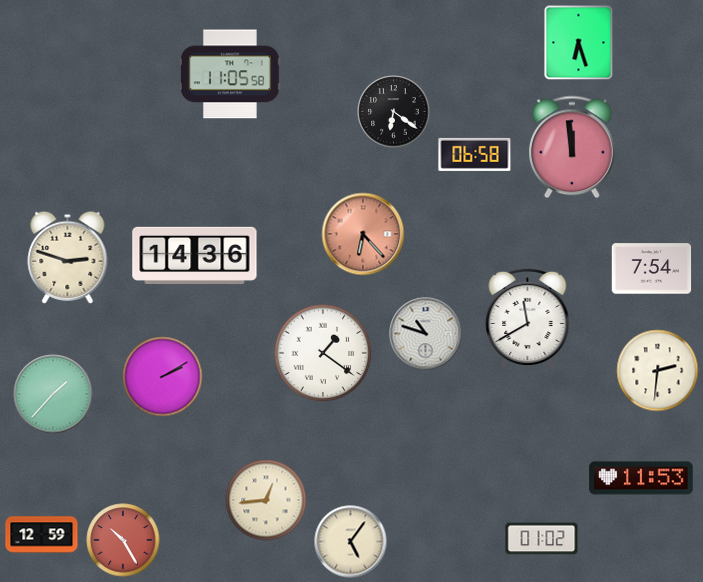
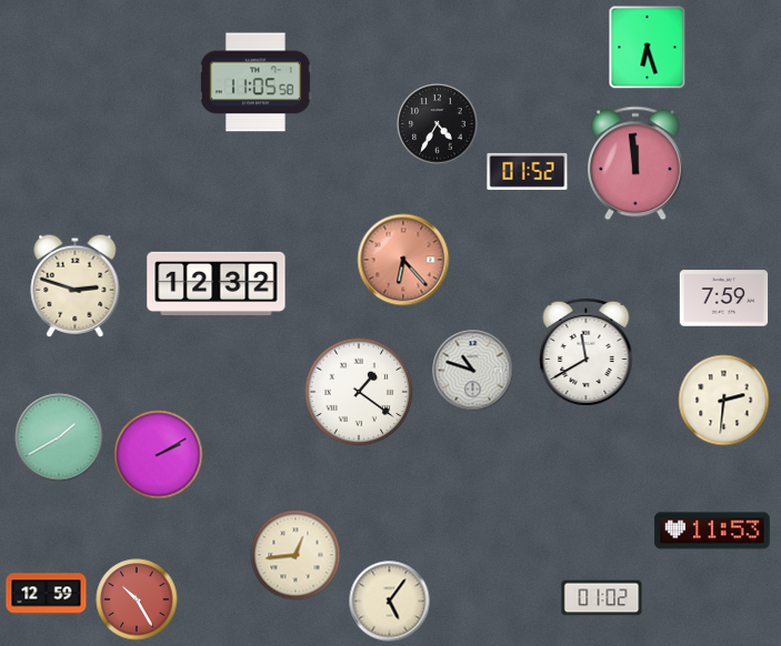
clock at (579, 43) position: (579, 43) -> (648, 48)
clock at (394, 112): 6:21 -> 4:35
clock at (475, 154): 06:58 -> 01:52
clock at (195, 255): 14:36 -> 12:32
clock at (652, 269): 7:54 -> 7:59
clock at (658, 371) position: (658, 371) -> (724, 401)
clock at (163, 377) position: (163, 377) -> (159, 455)
clock at (53, 394): 1:37 -> 1:40
